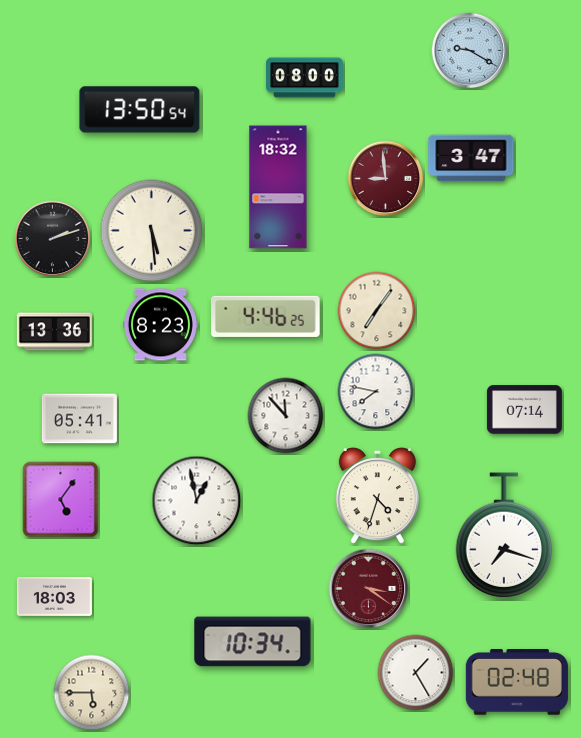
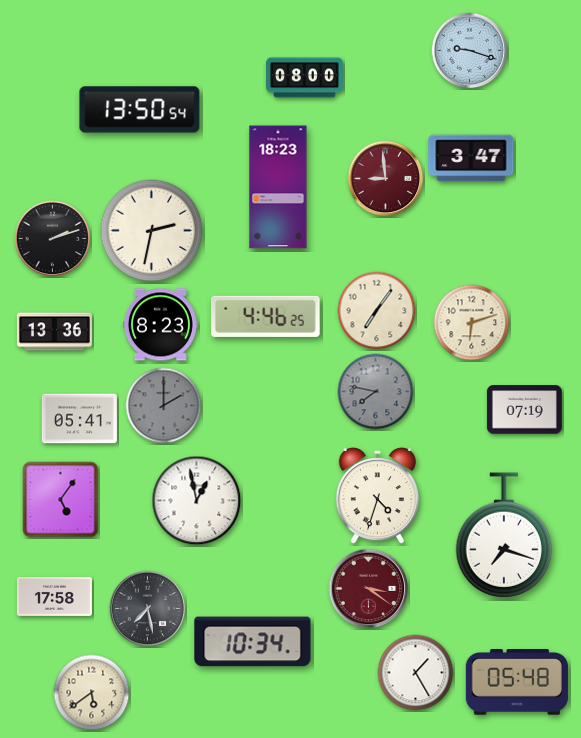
clock at (470, 51): 9:20 -> 9:18
clock at (278, 187): 18:32 -> 18:23
clock at (152, 231): 5:29 -> 2:32
clock at (472, 323): none -> 6:12
clock at (376, 392) dial: white -> grey
clock at (164, 406): none -> 2:00
clock at (524, 410): 07:14 -> 07:19
clock at (286, 416): 11:53 -> none
clock at (54, 596): 18:03 -> 17:58
clock at (148, 609): none -> 7:28
clock at (517, 682): 02:48 -> 05:48
clock at (92, 693): 5:45 -> 5:39
